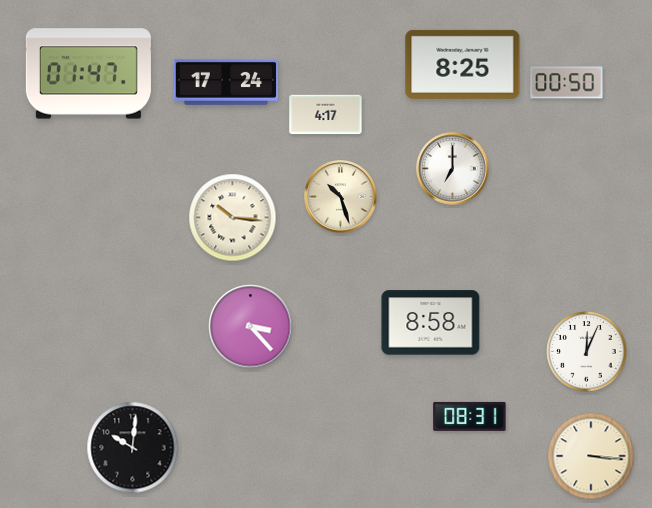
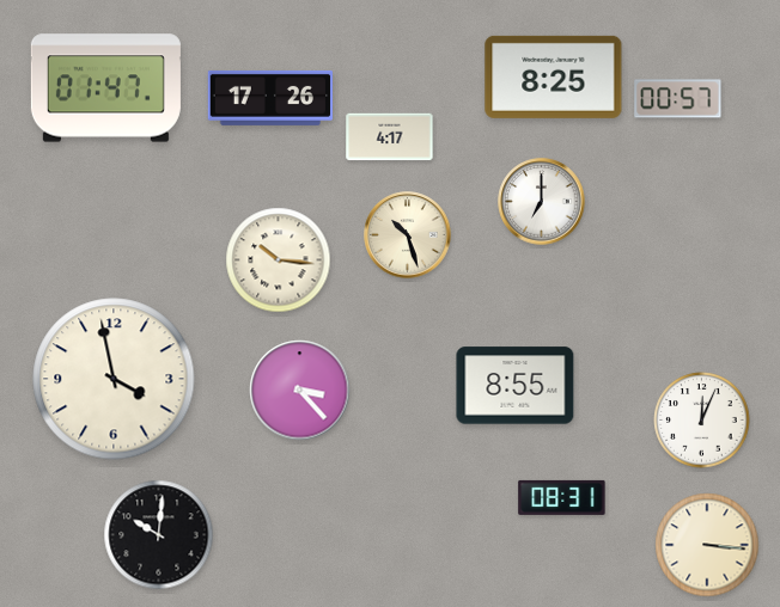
clock at (225, 82): 17:24 -> 17:26
clock at (567, 83): 00:50 -> 00:57
clock at (114, 379): none -> 3:58
clock at (431, 323): 8:58 -> 8:55
